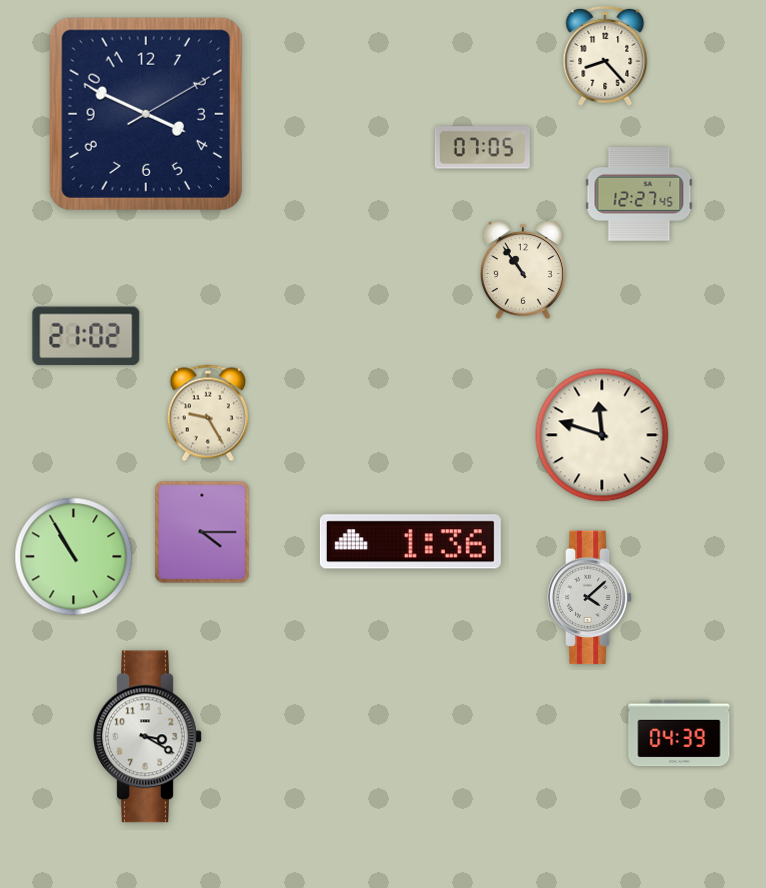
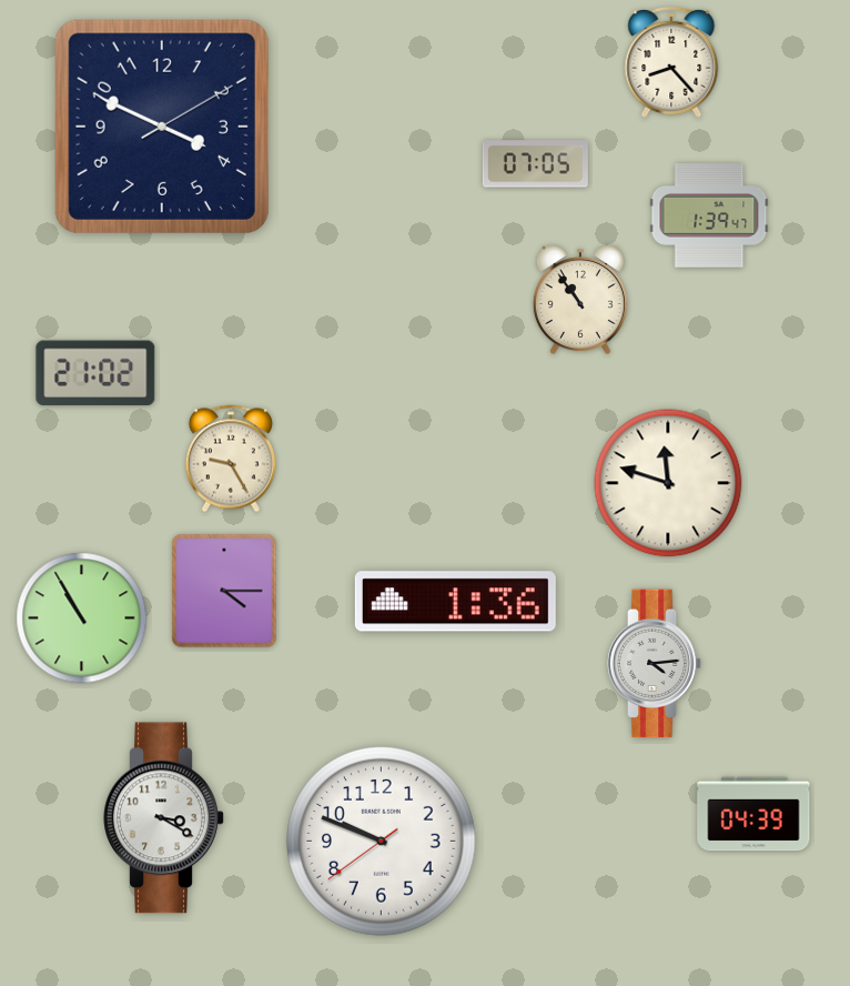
clock at (639, 194): 12:27 -> 1:39
clock at (590, 598): 4:08 -> 4:14
clock at (382, 842): none -> 9:48
